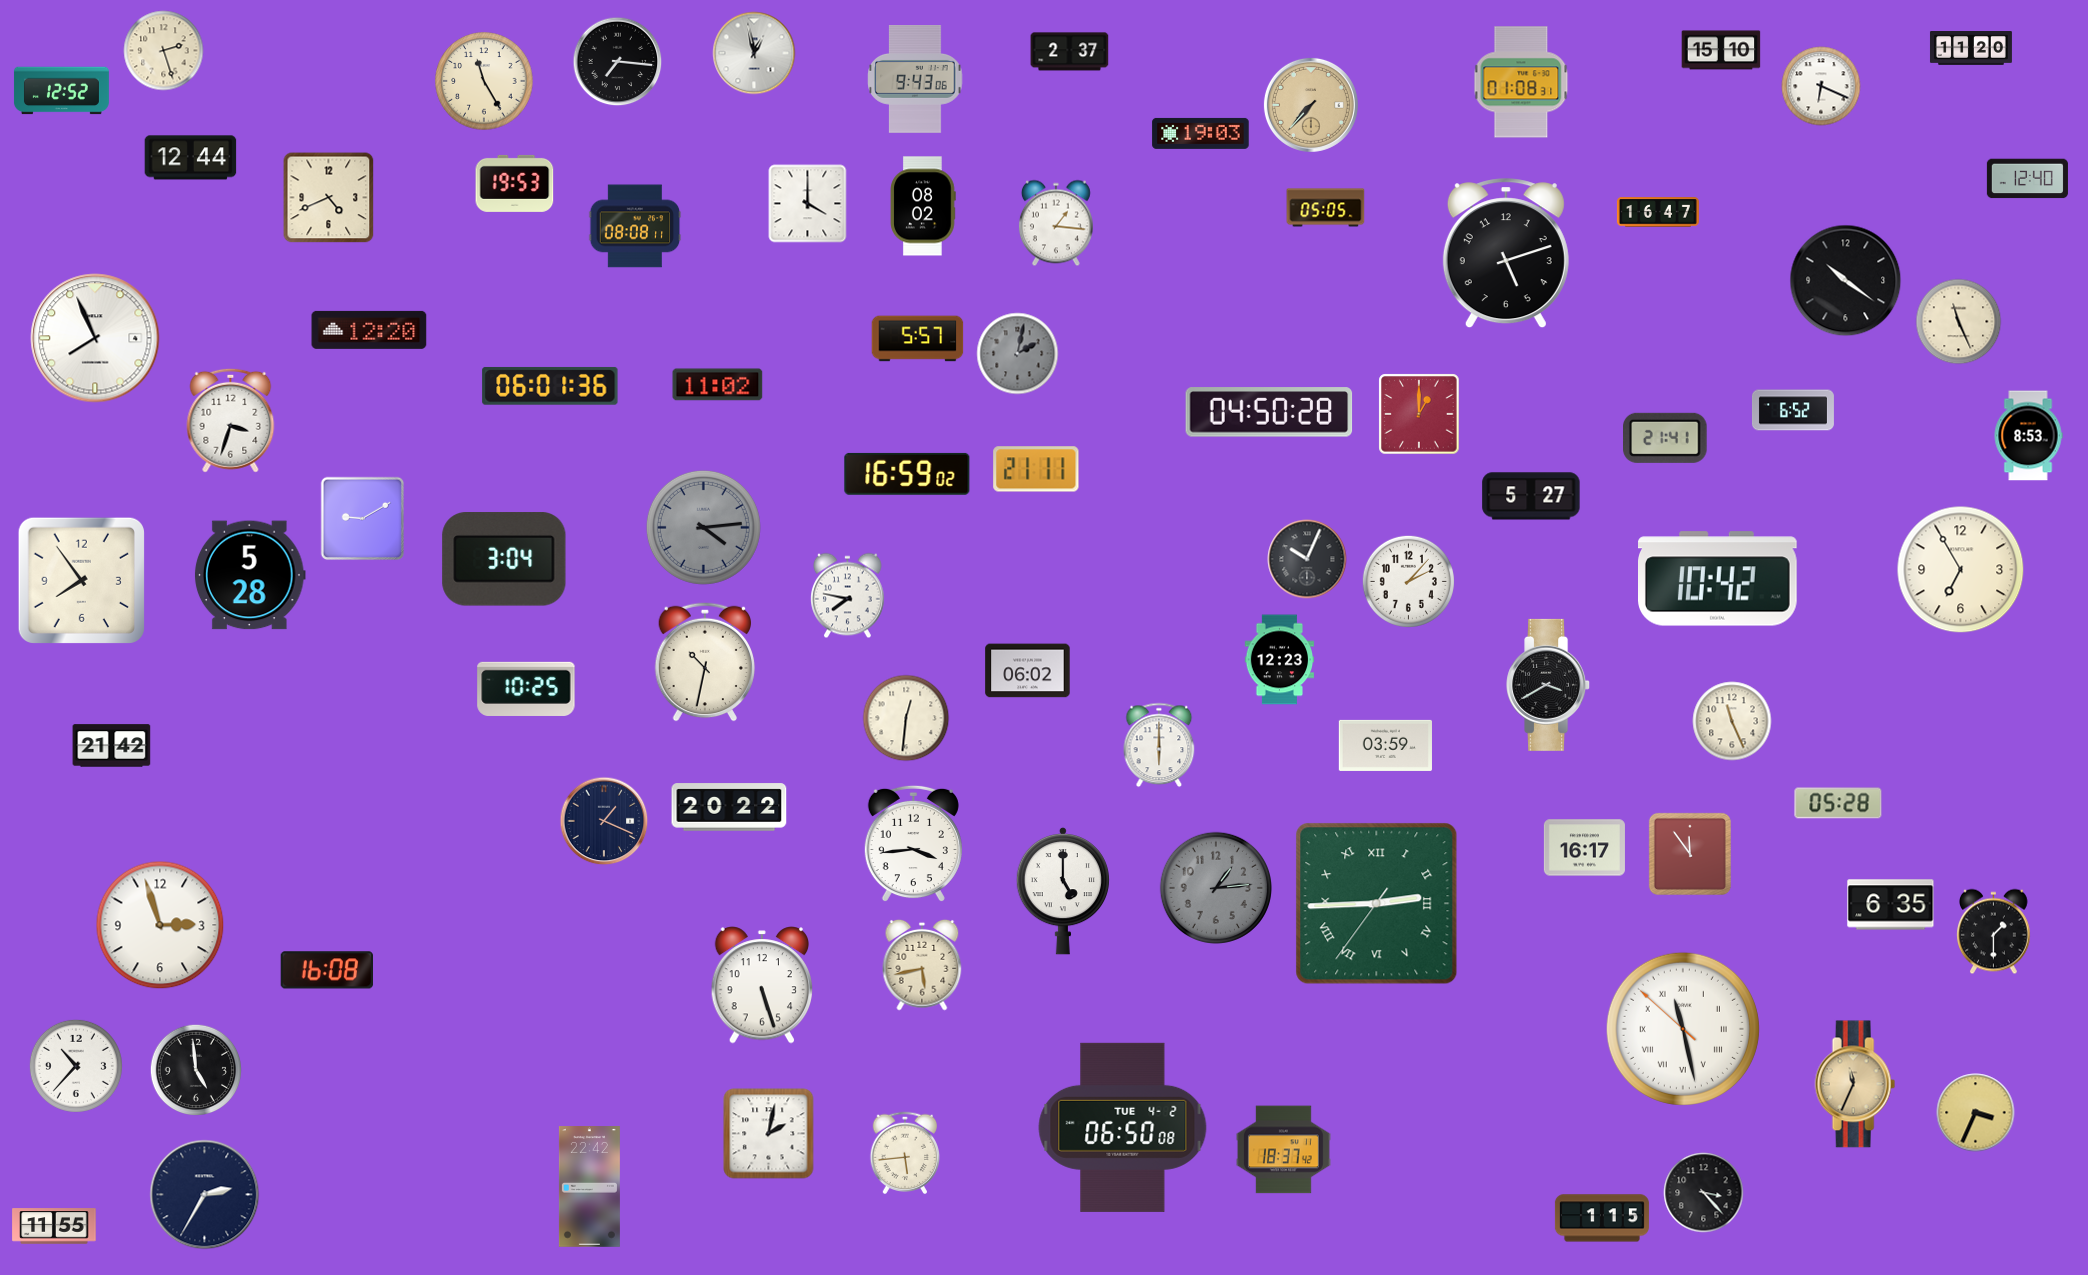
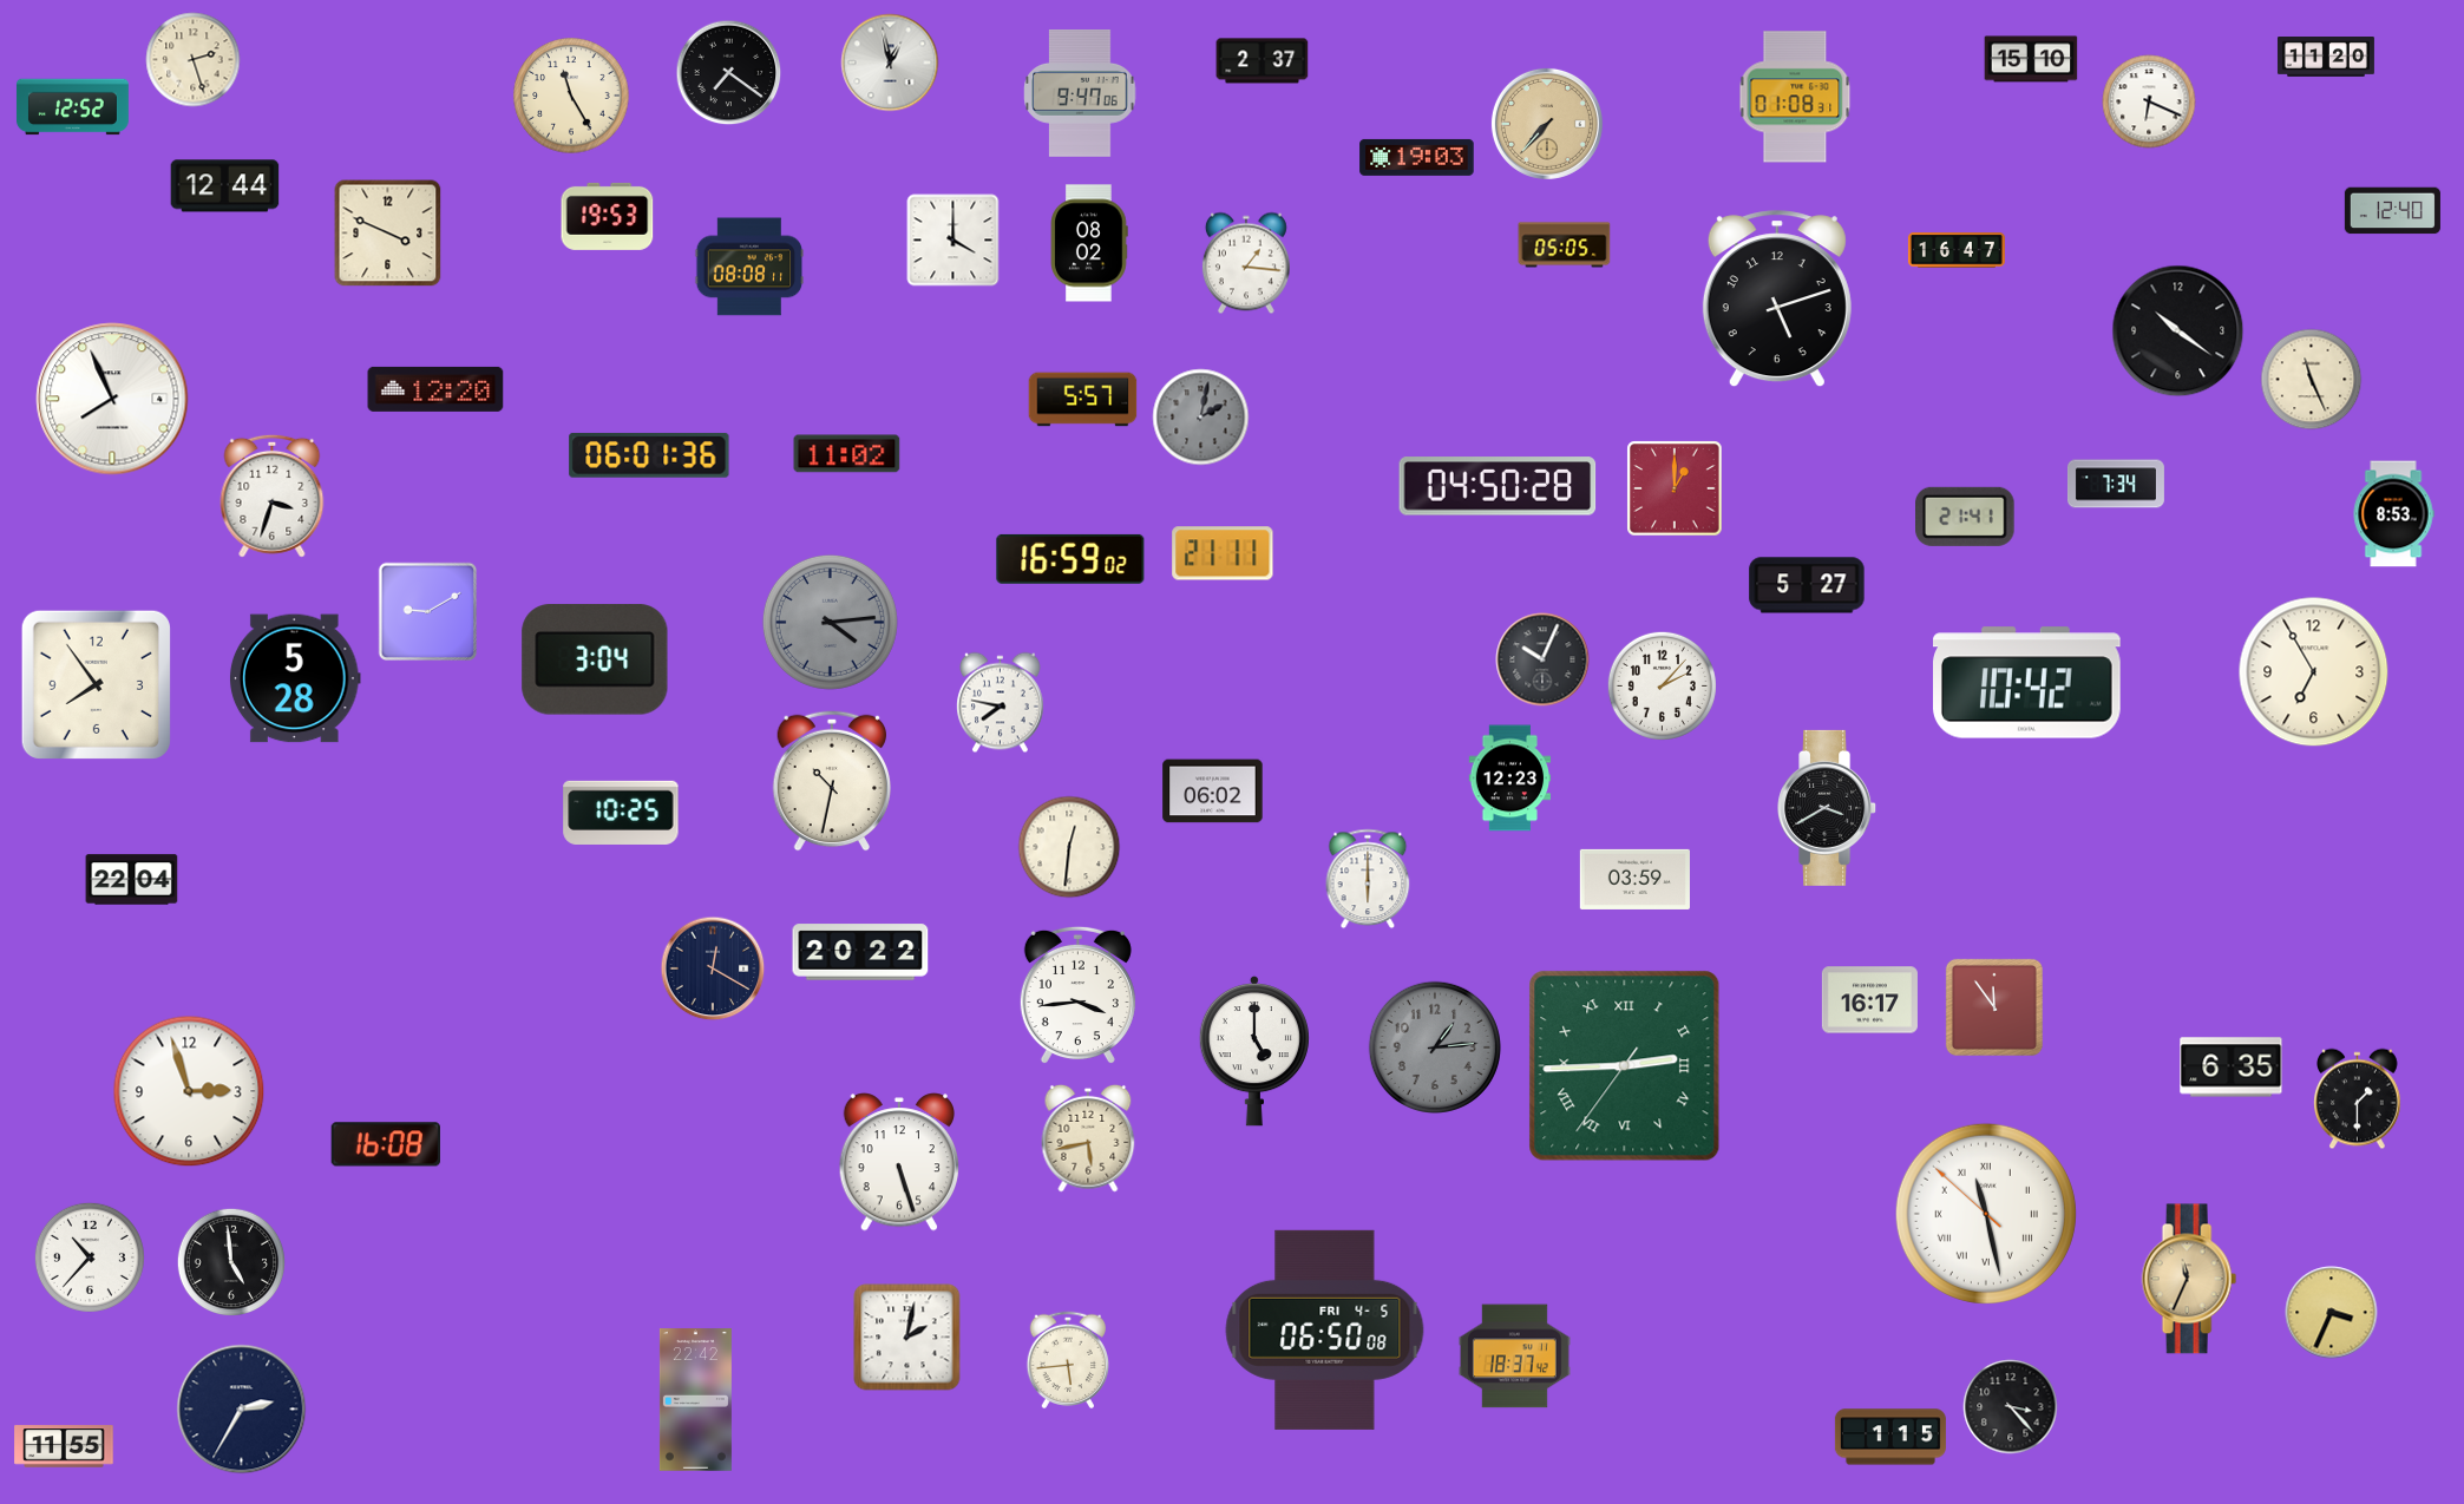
clock at (618, 62): 7:16 -> 7:21
clock at (915, 80): 9:43 -> 9:47
clock at (329, 198): 4:41 -> 3:49
clock at (1793, 410): 6:52 -> 7:34
clock at (1732, 721): 11:26 -> none
clock at (112, 746): 21:42 -> 22:04
clock at (1838, 803): 05:28 -> none
clock at (604, 821): 1:19 -> 12:20
clock at (1994, 932) position: (1994, 932) -> (2358, 1099)
clock at (1123, 1127) date: TUE 4-2 -> FRI 4-5
